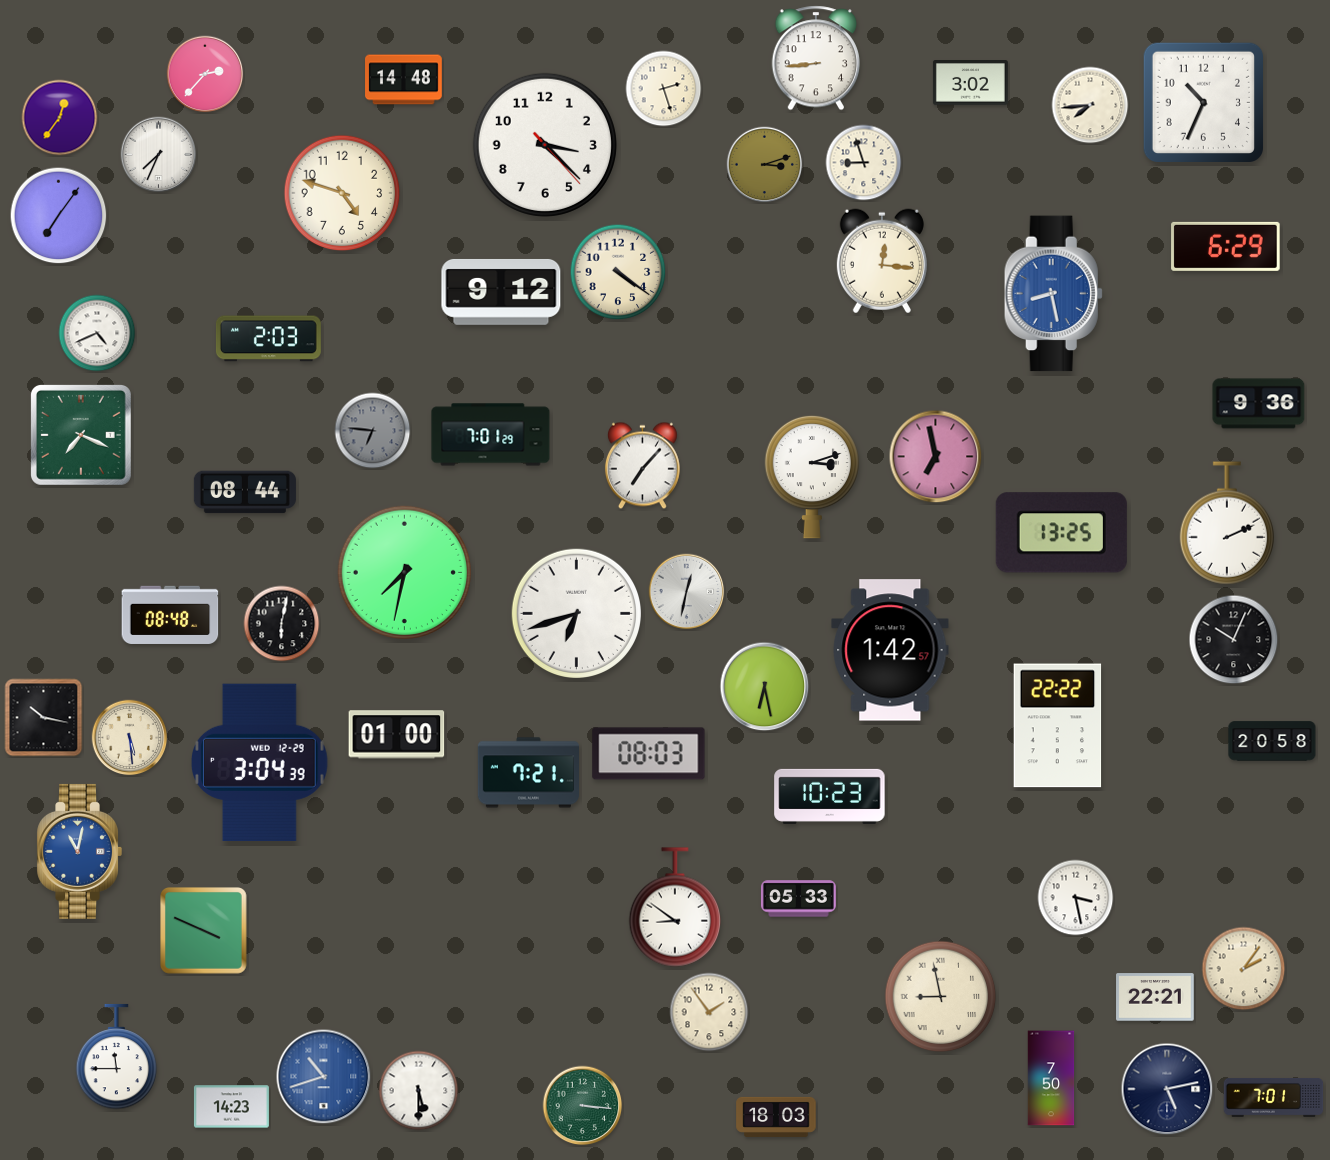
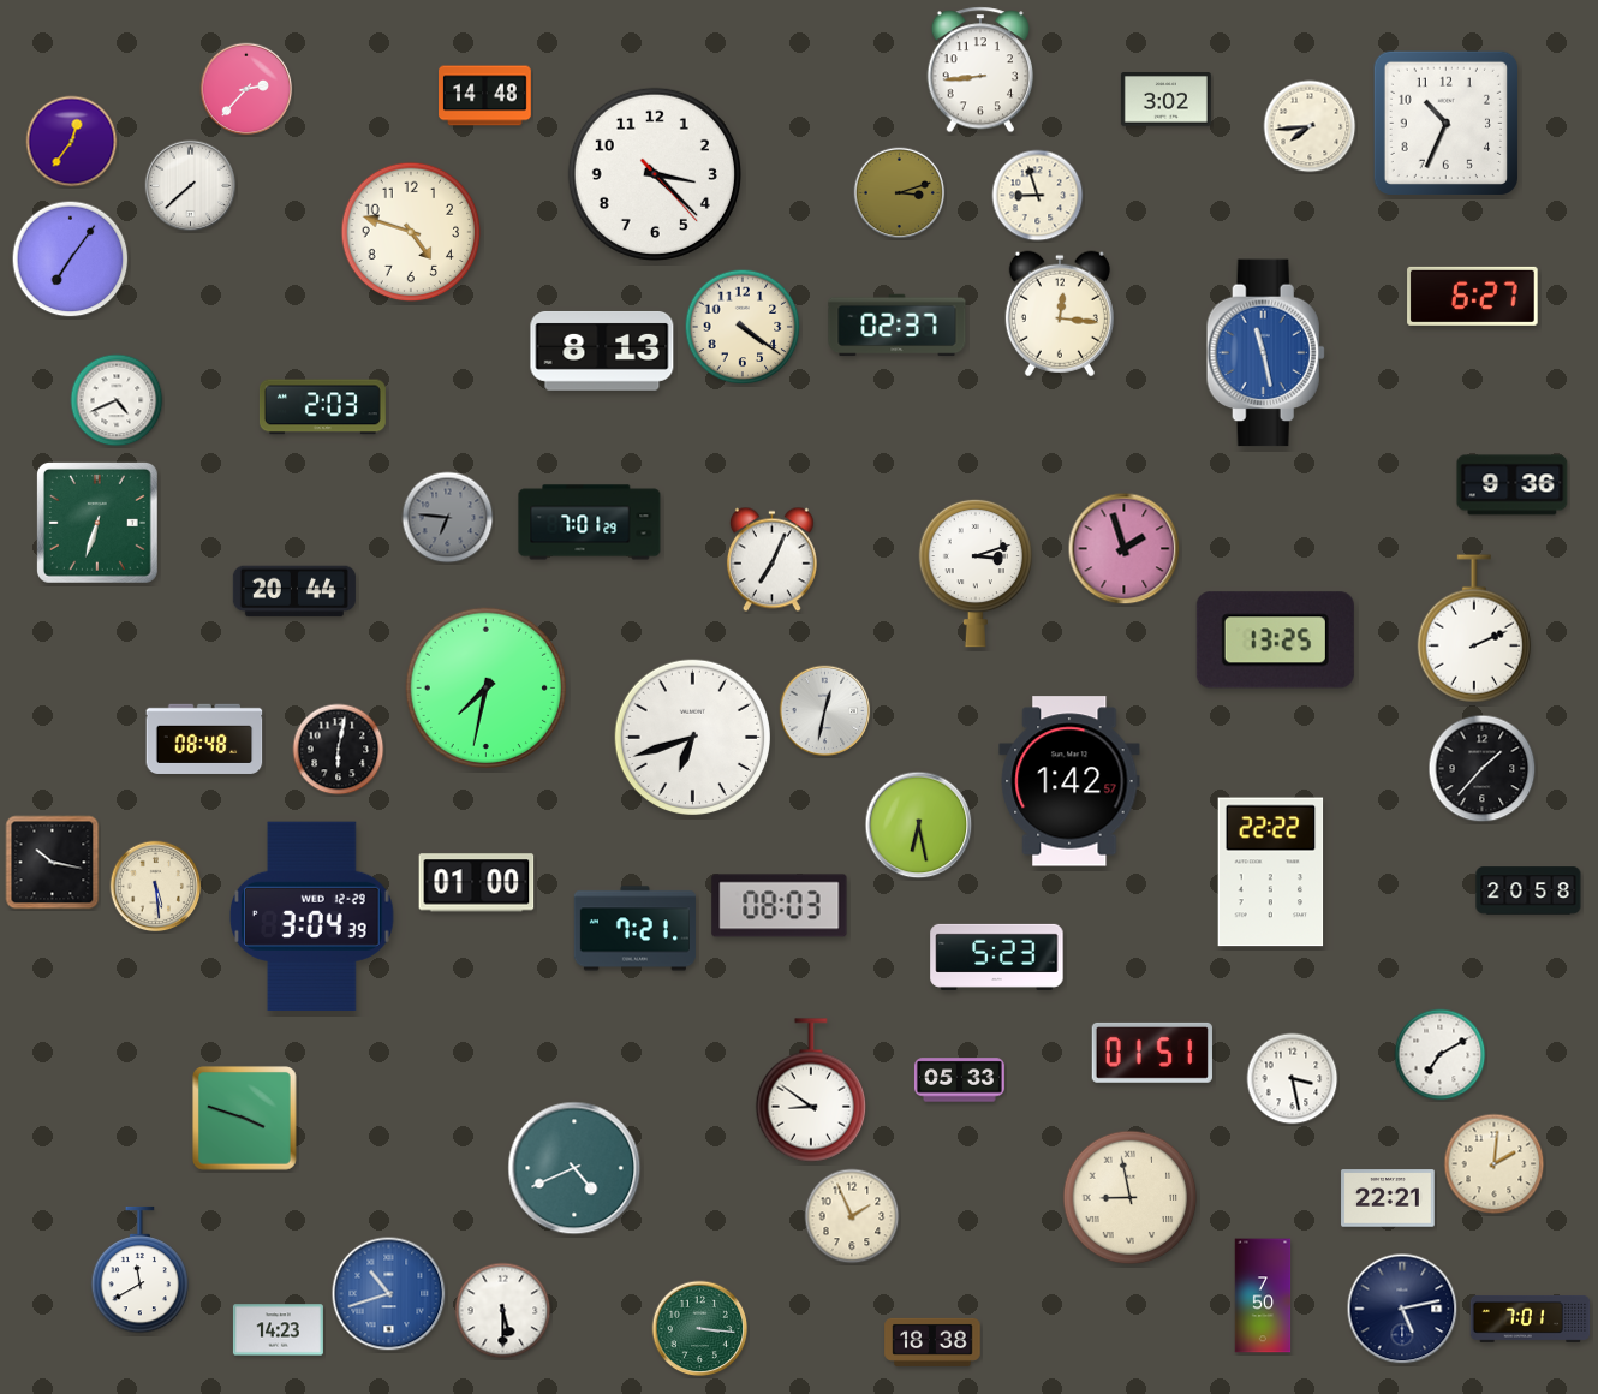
clock at (664, 89): 2:27 -> none
clock at (159, 155): 7:34 -> 7:38
clock at (765, 165) position: (765, 165) -> (900, 193)
clock at (1226, 246): 6:29 -> 6:27
clock at (898, 326): none -> 02:37
clock at (501, 292): 9:12 -> 8:13
clock at (1053, 294): 8:28 -> 11:28
clock at (81, 435): 7:19 -> 6:33
clock at (936, 457): 6:58 -> 1:57
clock at (642, 466): 7:07 -> 7:04
clock at (245, 492): 08:44 -> 20:44
clock at (1234, 640): 10:04 -> 1:37
clock at (830, 796): 10:23 -> 5:23
clock at (79, 851): 11:02 -> none
clock at (1152, 1053): none -> 01:51
clock at (1441, 1055): none -> 7:10
clock at (204, 931): 3:49 -> 3:48
clock at (1244, 969): 2:06 -> 2:01
clock at (574, 1168): none -> 4:41
clock at (709, 1012): 1:54 -> 1:56
clock at (117, 1057): 11:45 -> 11:40
clock at (776, 1117): 18:03 -> 18:38
